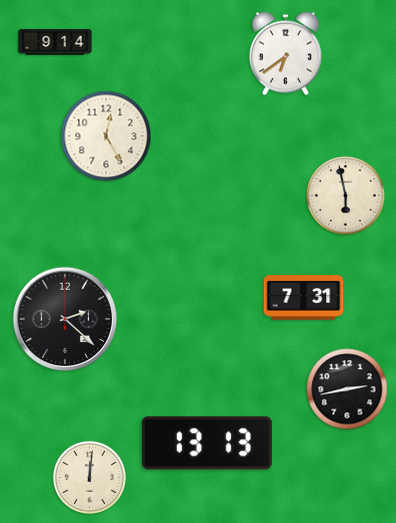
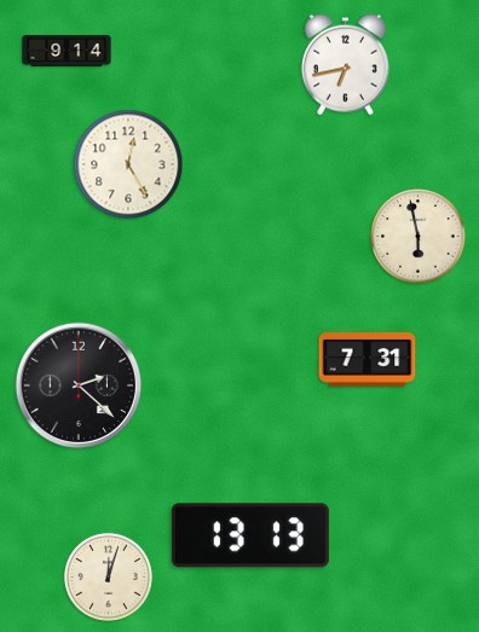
clock at (285, 54): 6:39 -> 6:43
clock at (347, 389): 2:43 -> none
clock at (89, 477): 12:01 -> 12:03
